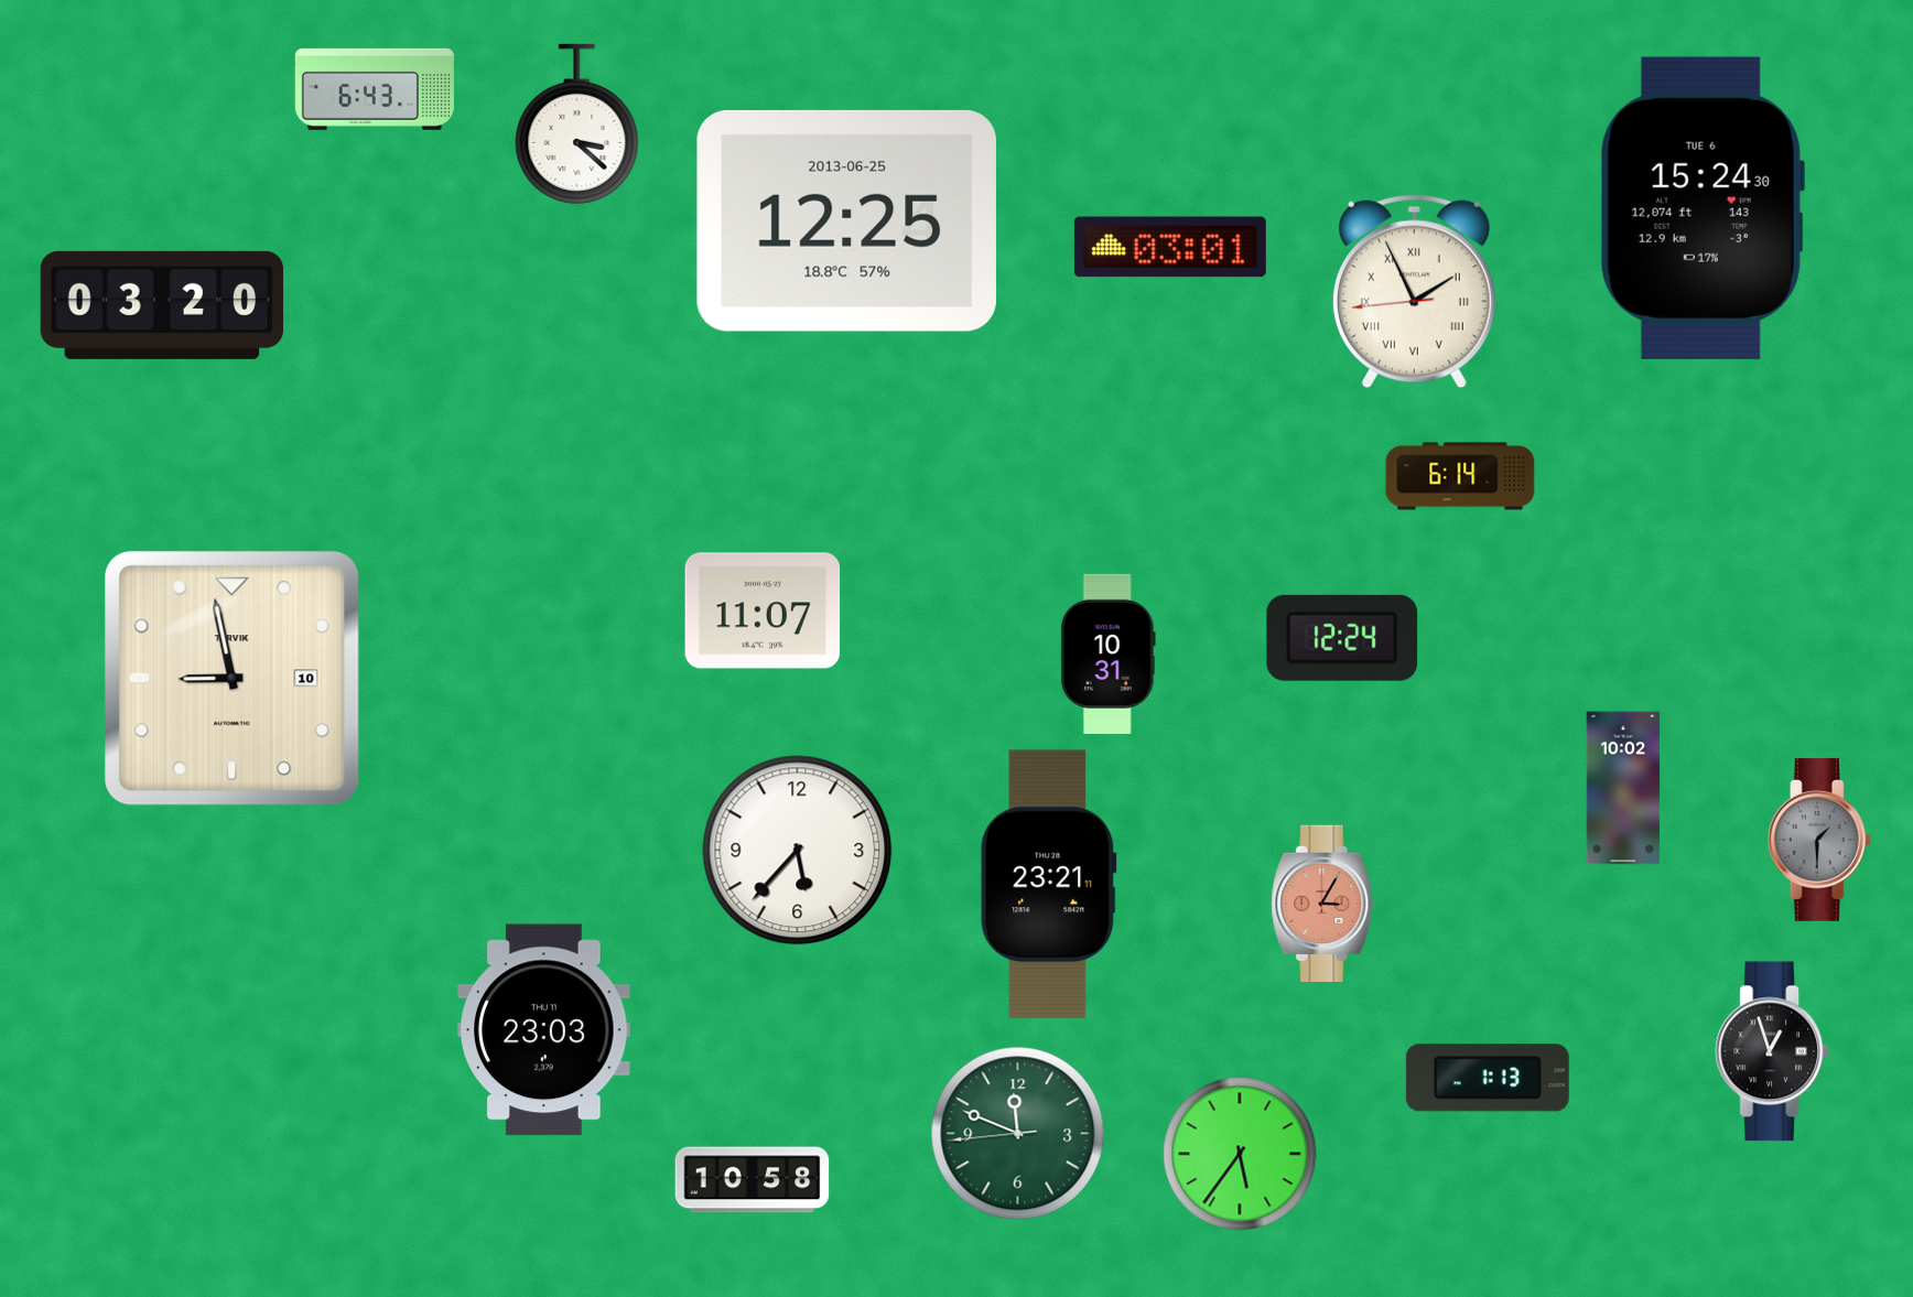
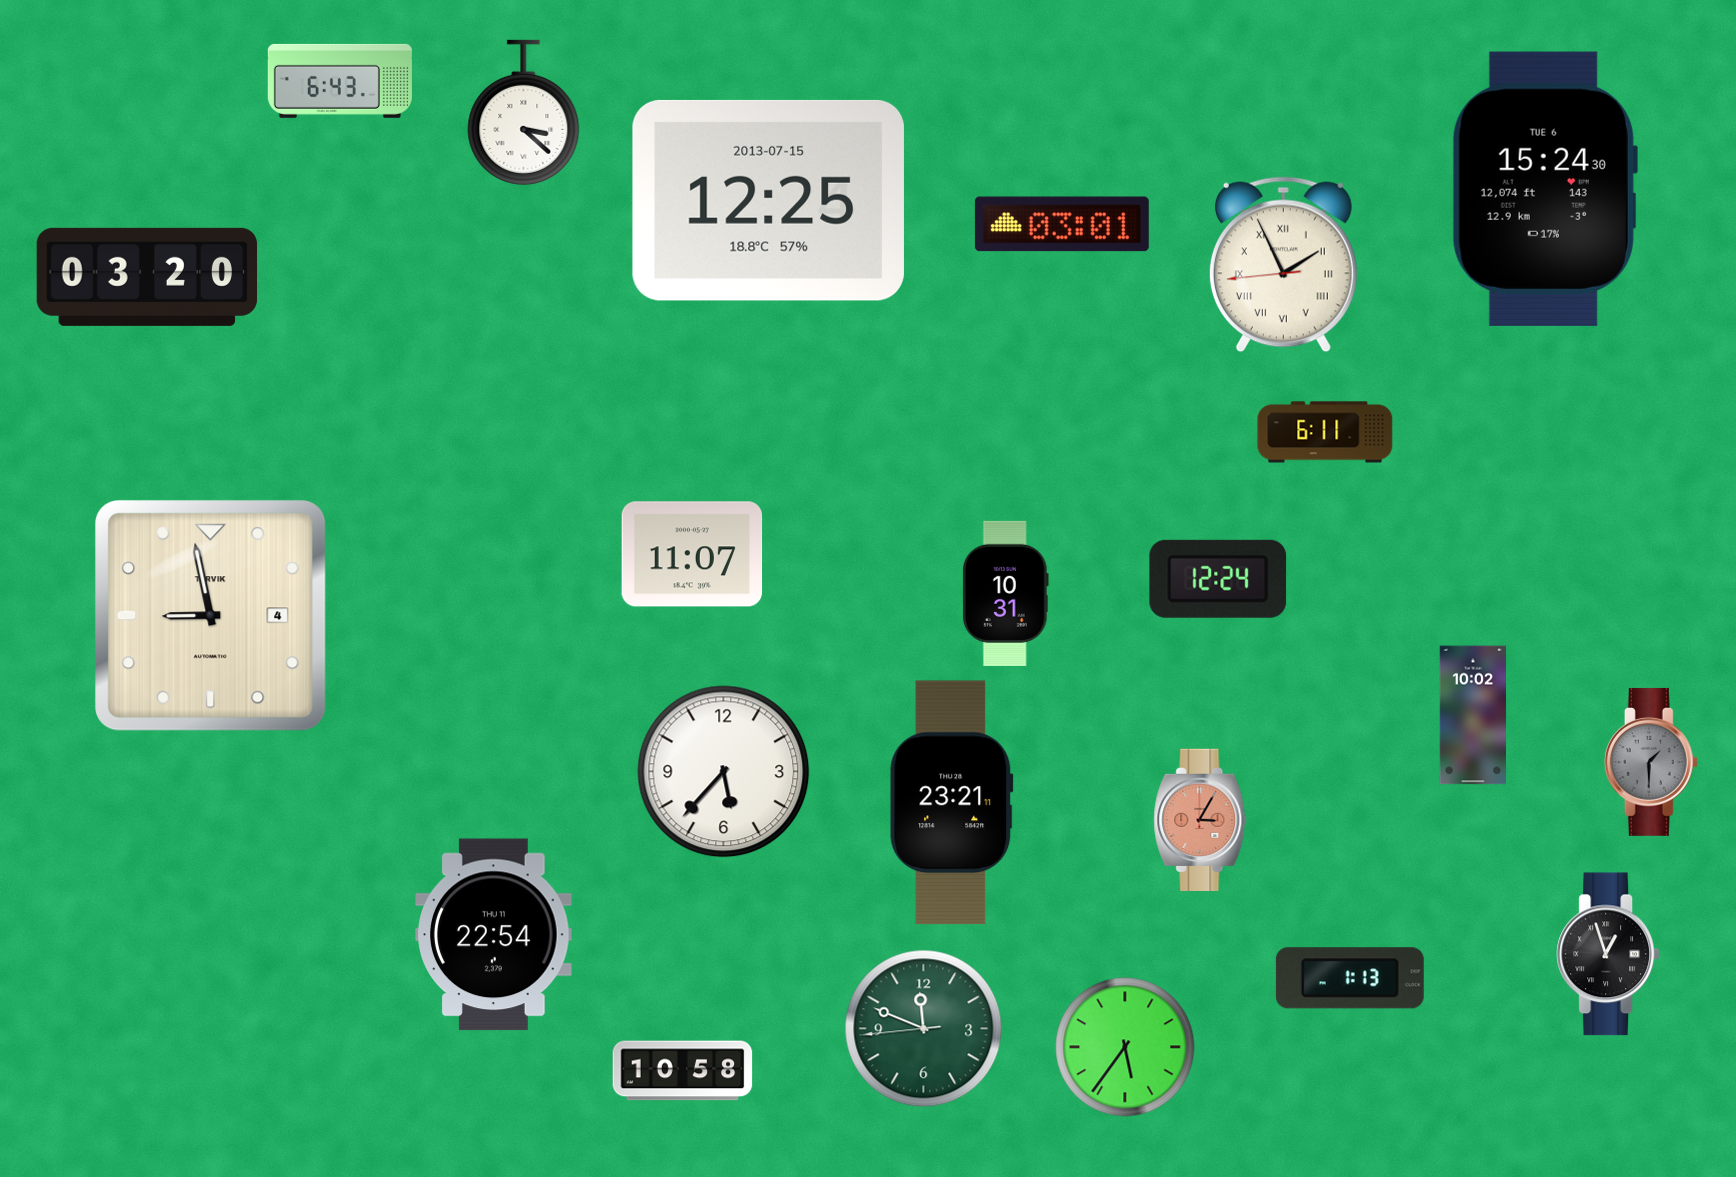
clock at (846, 220) date: 2013-06-25 -> 2013-07-15
clock at (1460, 476): 6:14 -> 6:11
clock at (233, 679) date: 10 -> 4
clock at (544, 1030): 23:03 -> 22:54
